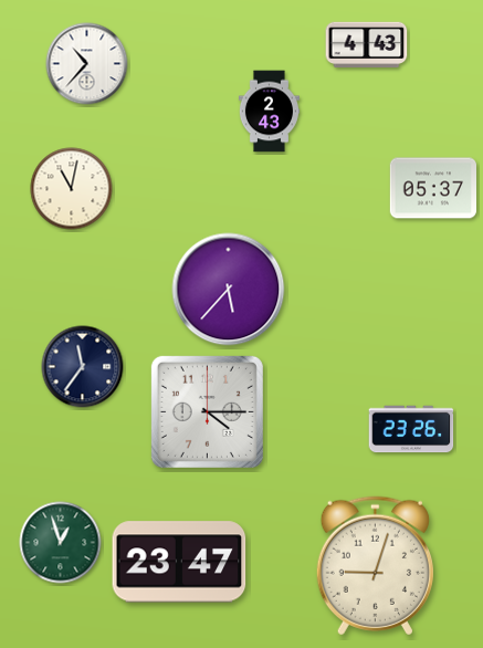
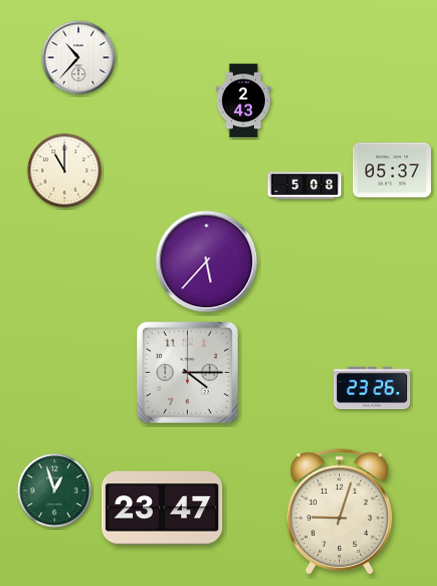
clock at (367, 44): 4:43 -> none
clock at (72, 189): 11:02 -> 11:00
clock at (305, 185): none -> 5:08
clock at (83, 367): 11:36 -> none
